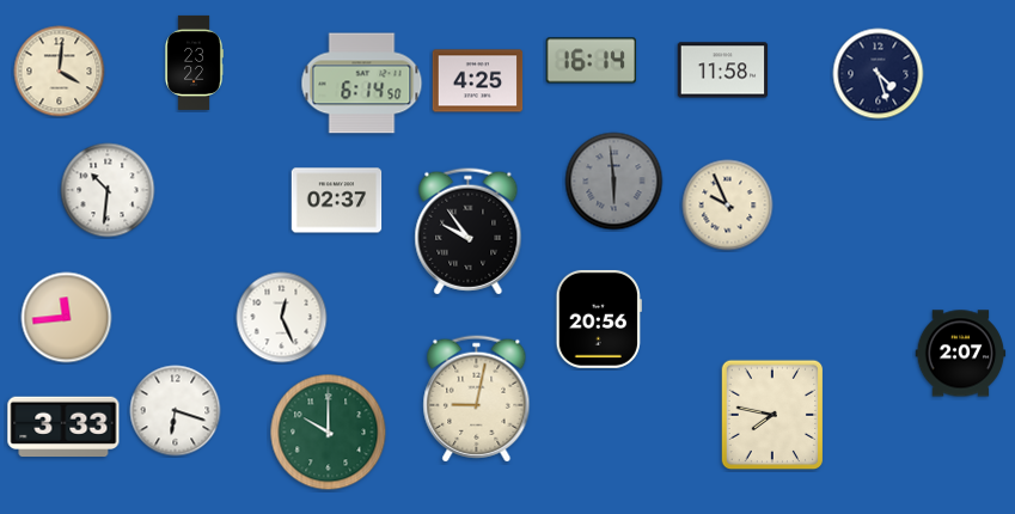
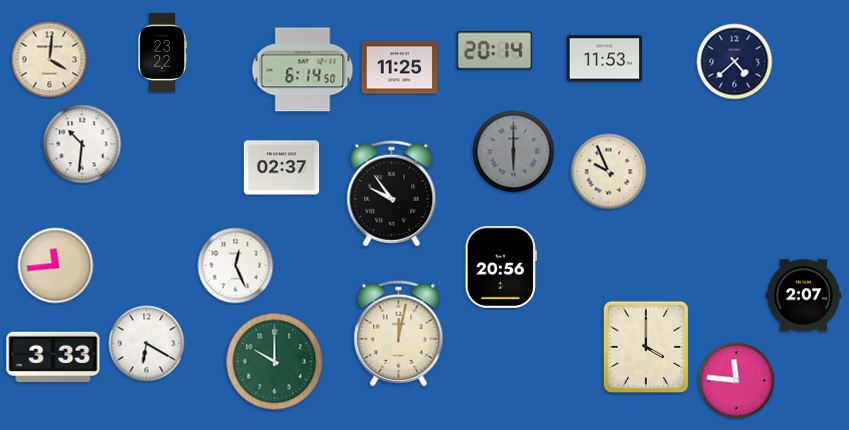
clock at (592, 61): 16:14 -> 20:14
clock at (723, 71): 11:58 -> 11:53
clock at (879, 74): 4:27 -> 4:38
clock at (478, 81): 4:25 -> 11:25
clock at (614, 182): 5:59 -> 6:00
clock at (108, 190) position: (108, 190) -> (82, 144)
clock at (477, 399): 9:02 -> 12:02
clock at (176, 411): 6:18 -> 6:20
clock at (772, 415): 7:47 -> 4:00
clock at (737, 381): none -> 11:46
